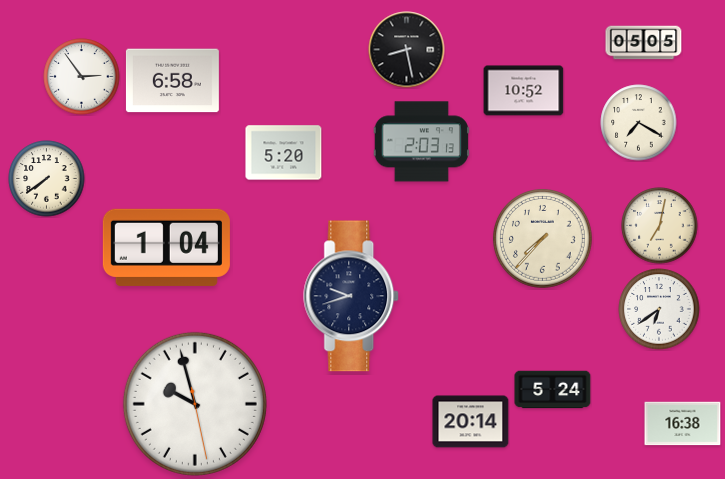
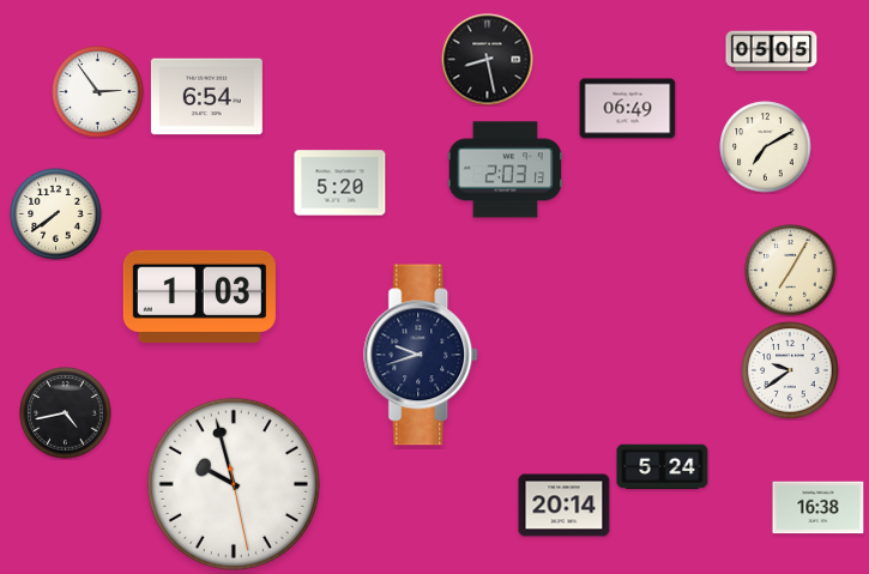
clock at (172, 81): 6:58 -> 6:54
clock at (524, 91): 10:52 -> 06:49
clock at (639, 123): 7:20 -> 7:10
clock at (660, 226): 7:02 -> 7:05
clock at (543, 239): 7:37 -> none
clock at (166, 247): 1:04 -> 1:03
clock at (659, 309): 6:39 -> 9:39
clock at (66, 413): none -> 4:43
